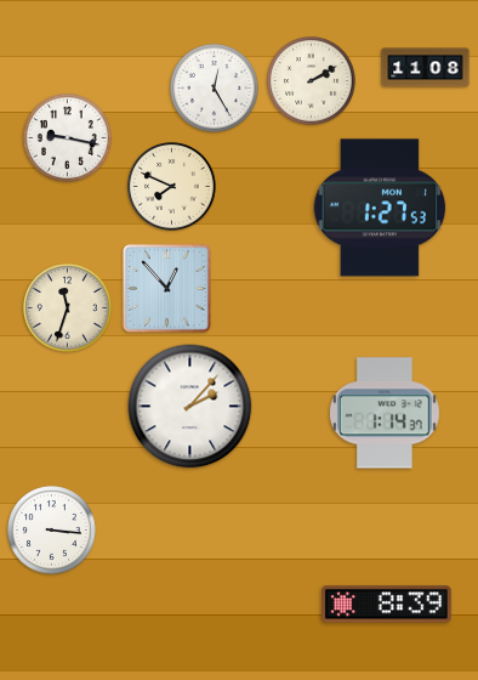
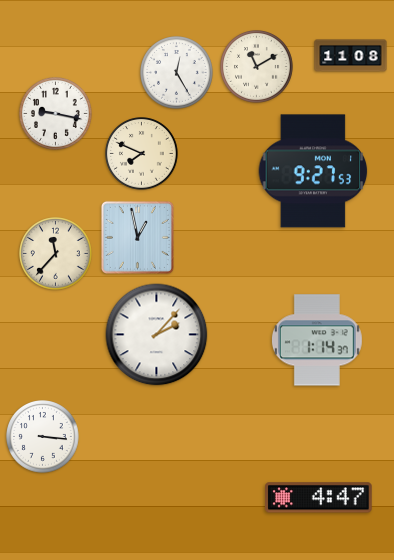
clock at (312, 81): 2:10 -> 11:10
clock at (380, 208): 1:27 -> 9:27
clock at (166, 288): 12:53 -> 12:58
clock at (68, 308): 11:33 -> 11:37
clock at (387, 605): 8:39 -> 4:47
